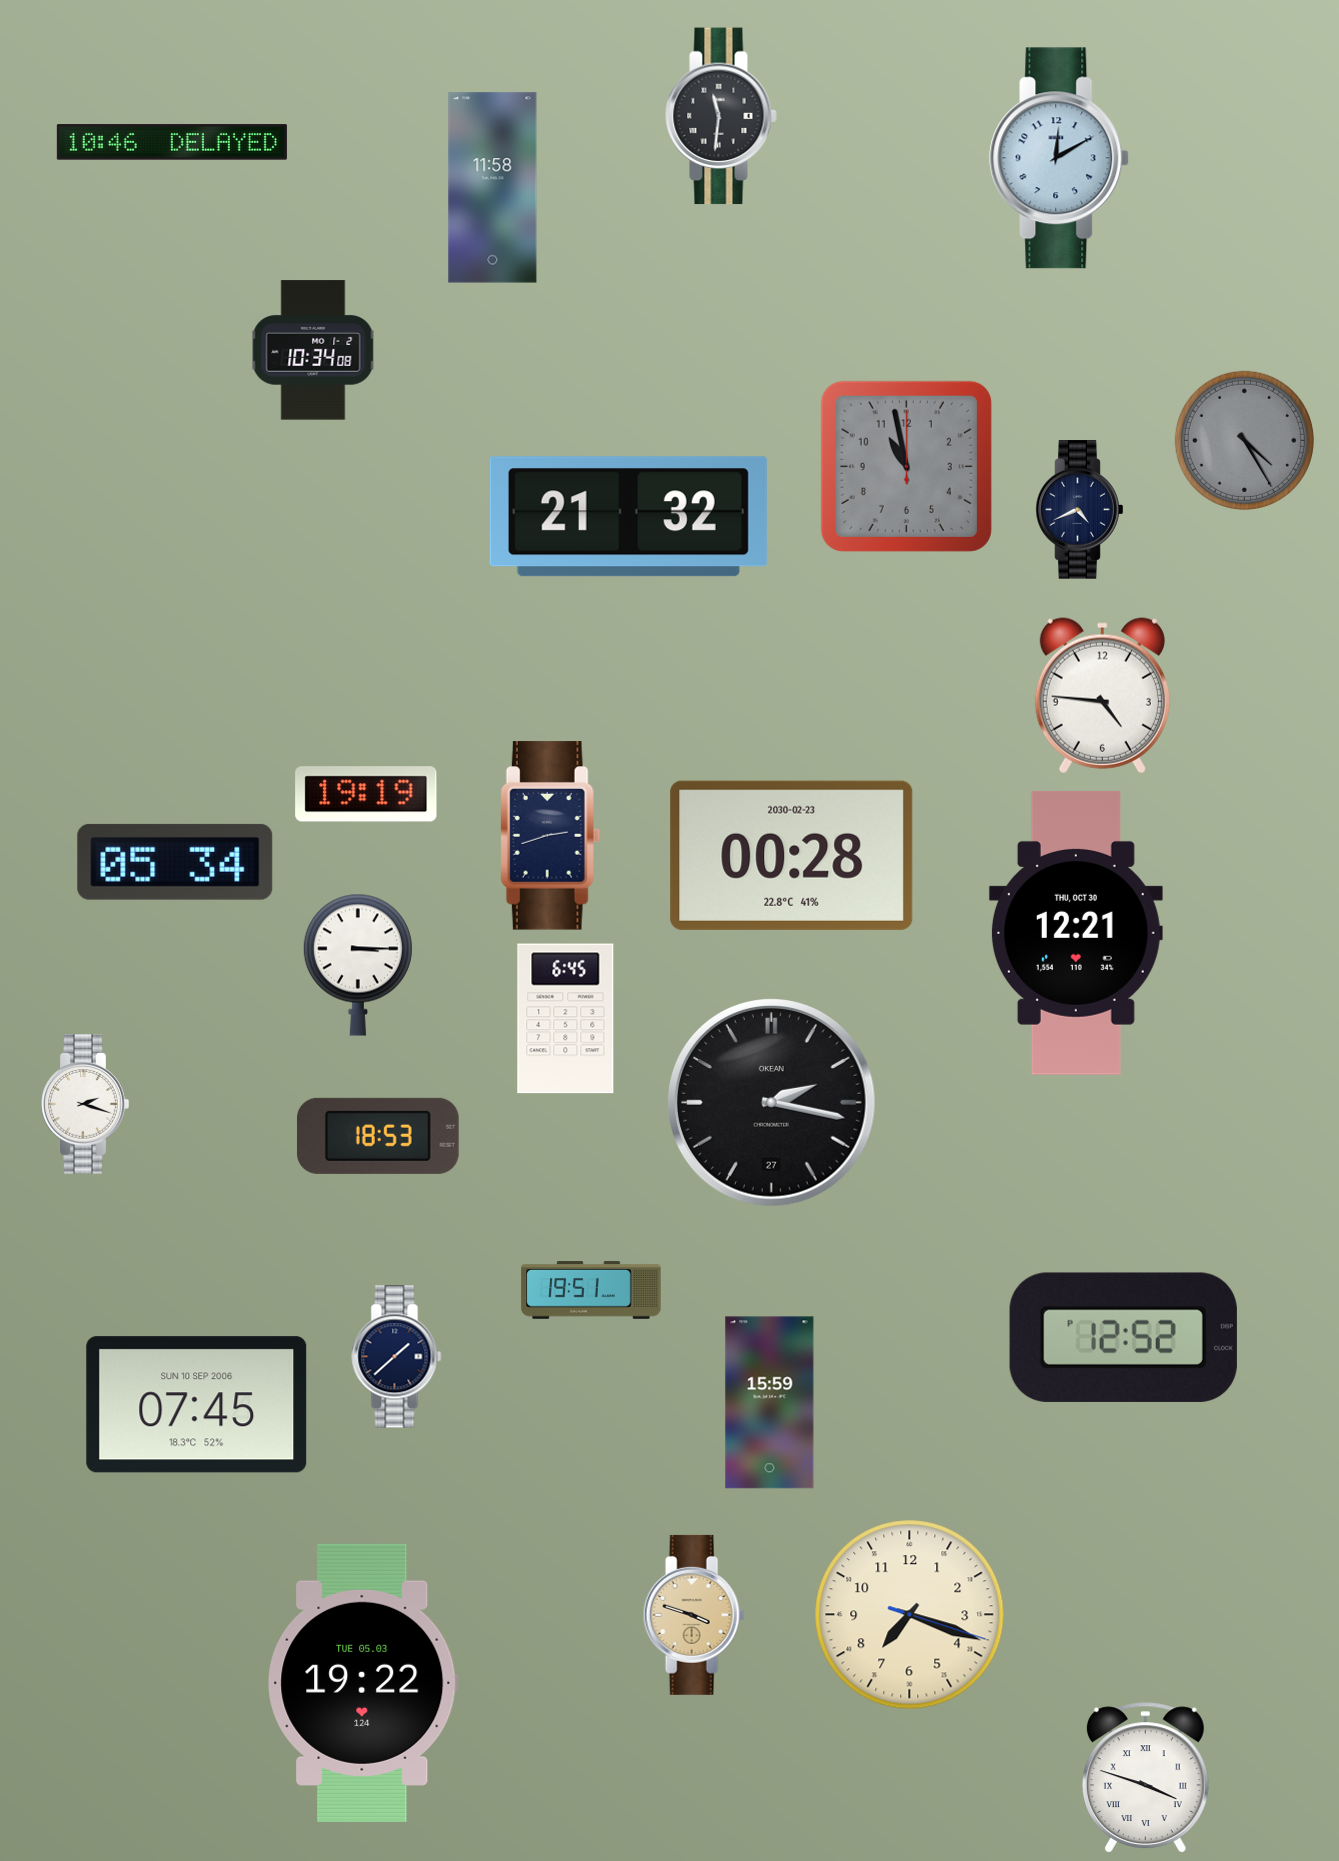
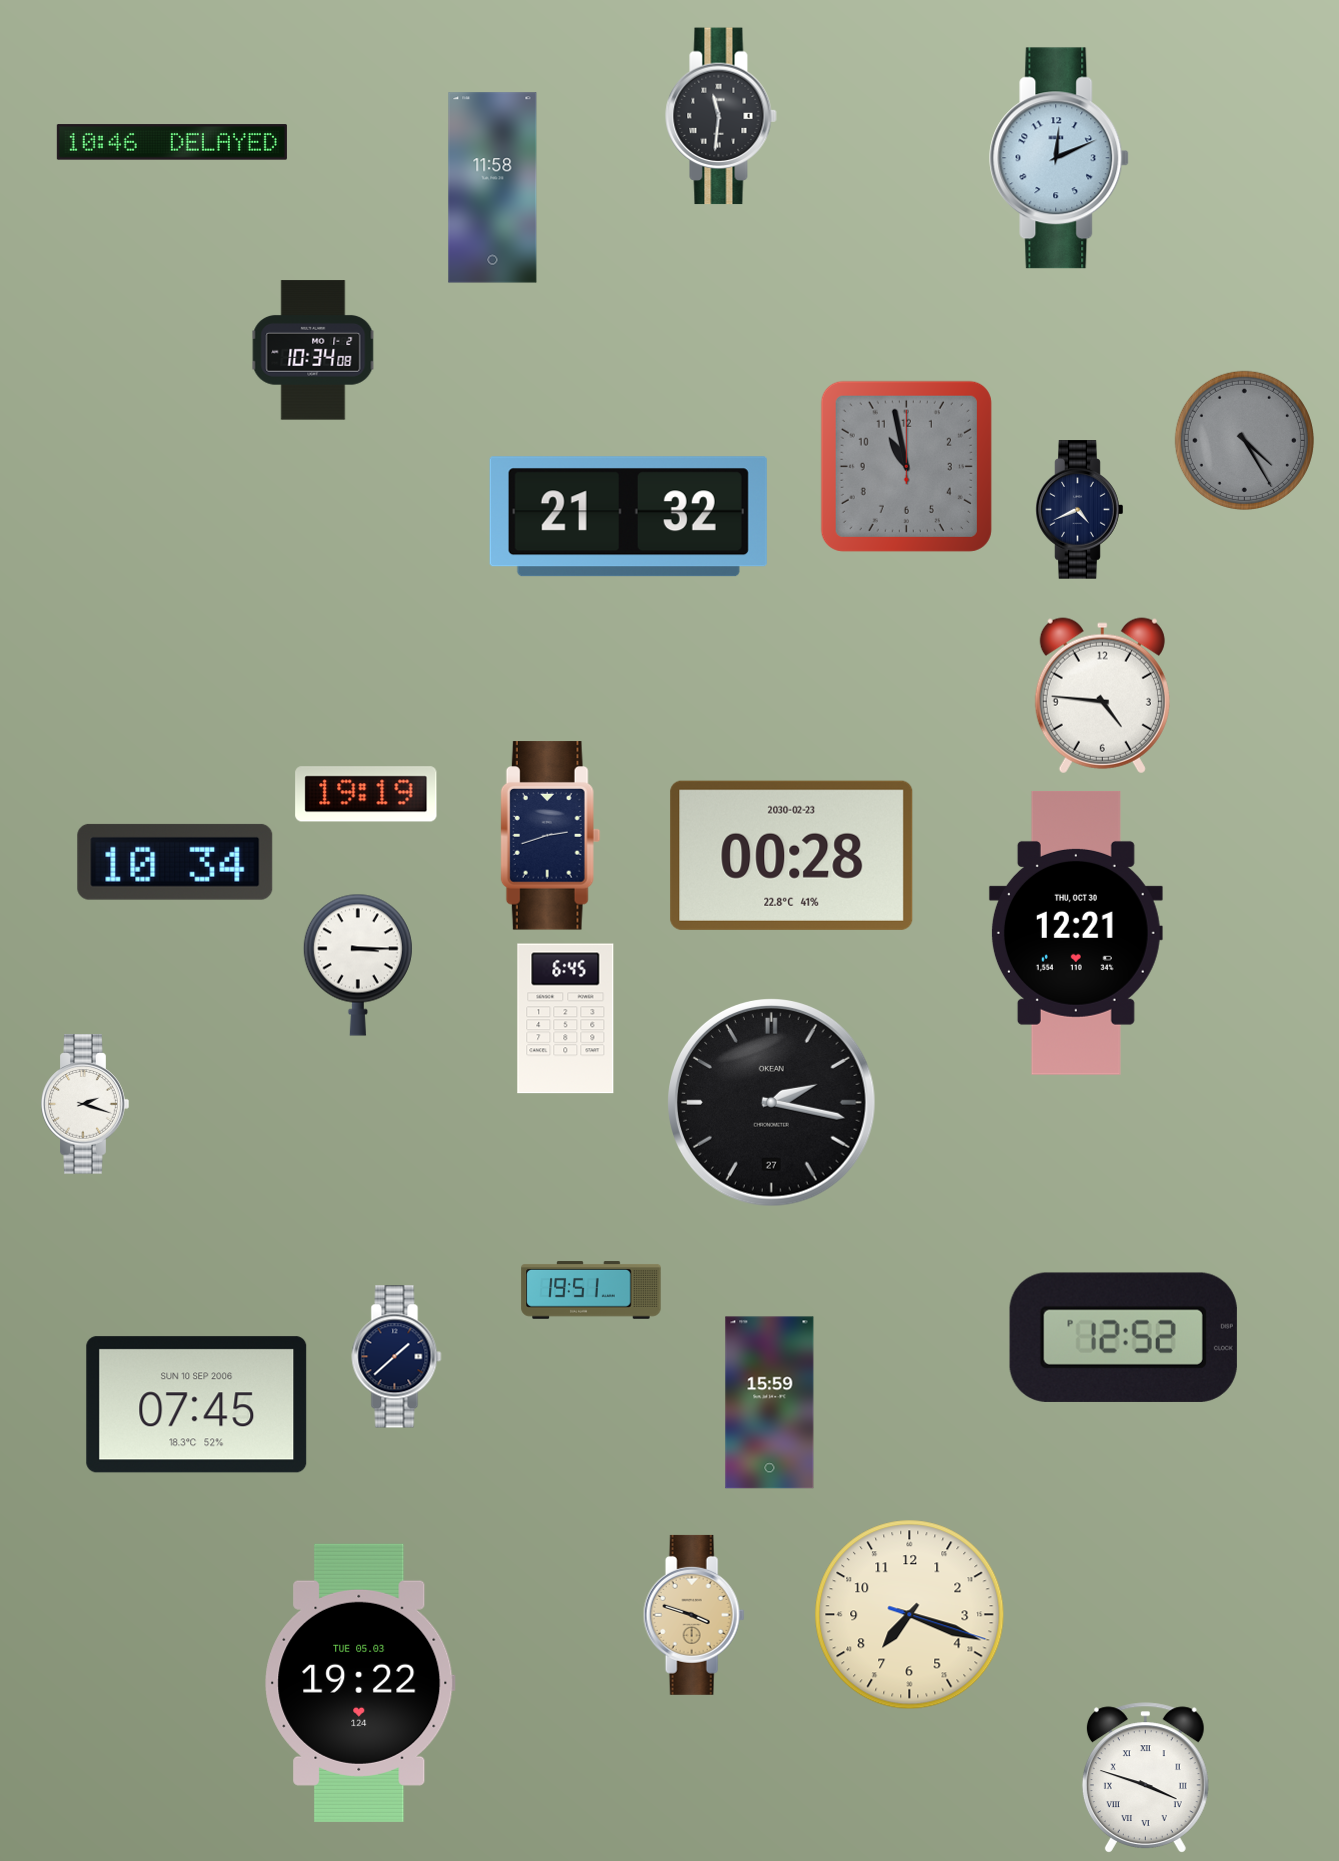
clock at (1060, 158): 12:10 -> 12:11
clock at (175, 862): 05:34 -> 10:34
clock at (378, 1136): 18:53 -> none
clock at (363, 1683) position: (363, 1683) -> (360, 1683)
